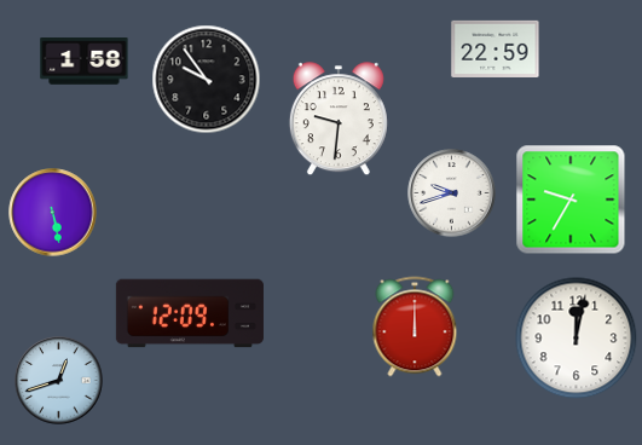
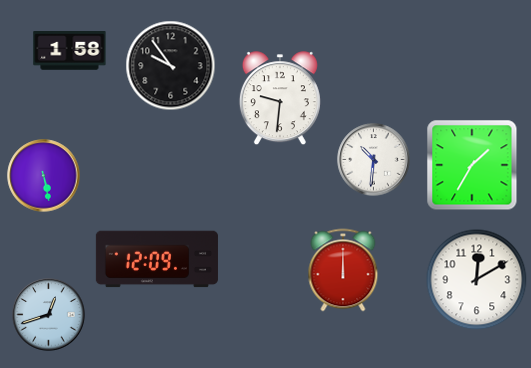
clock at (496, 48): 22:59 -> none
clock at (452, 193): 9:42 -> 10:31
clock at (571, 200): 9:35 -> 1:35
clock at (577, 339): 12:02 -> 12:10
